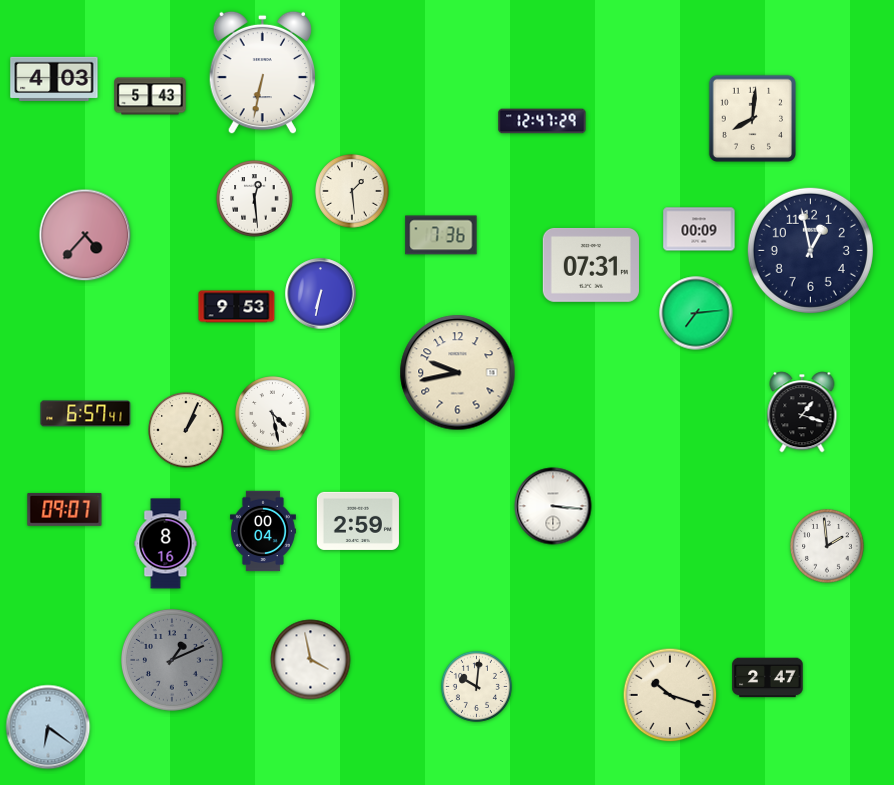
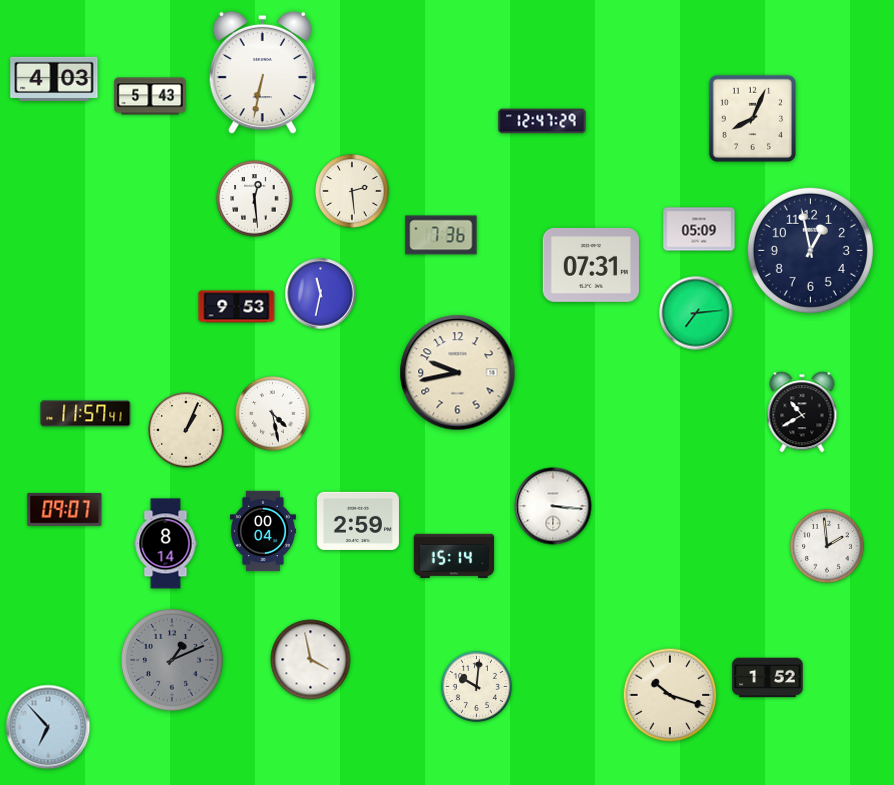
clock at (752, 118): 8:01 -> 8:04
clock at (352, 191): 1:29 -> 2:29
clock at (699, 229): 00:09 -> 05:09
clock at (85, 235): 4:37 -> none
clock at (321, 294): 6:32 -> 11:32
clock at (802, 412): 1:18 -> 10:40
clock at (86, 414): 6:57 -> 11:57
clock at (166, 544): 8:16 -> 8:14
clock at (454, 556): none -> 15:14
clock at (768, 678): 2:47 -> 1:52
clock at (48, 727): 6:21 -> 6:53
